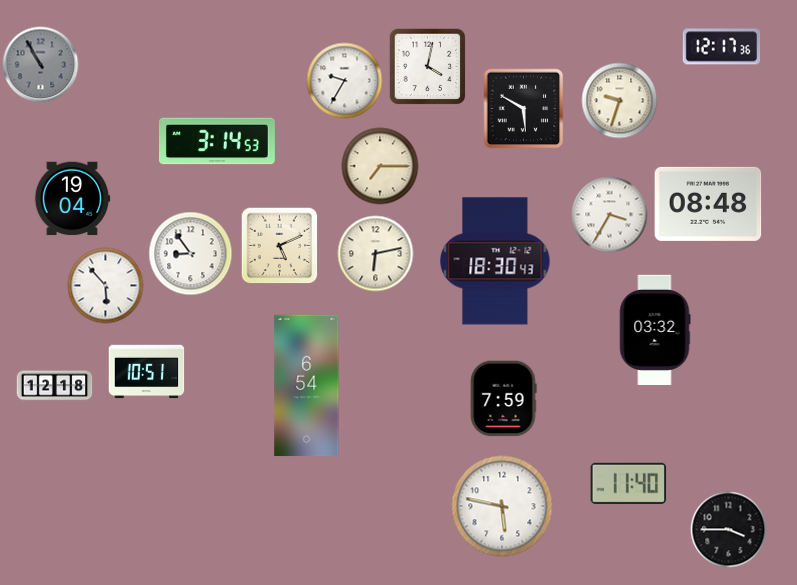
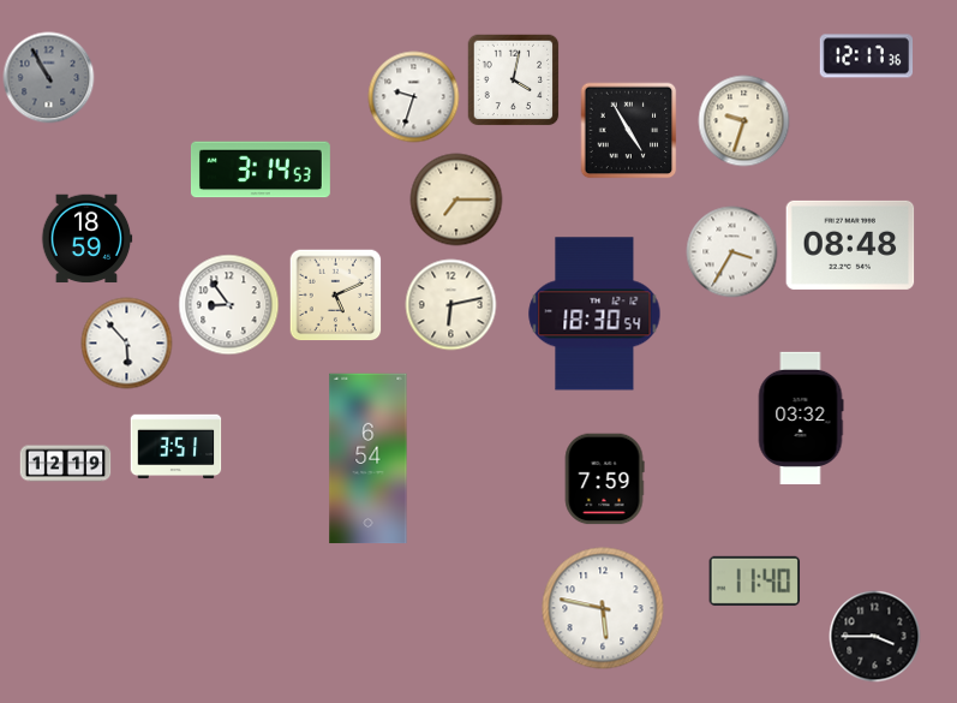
clock at (345, 81): 9:35 -> 9:33
clock at (524, 109): 5:50 -> 4:55
clock at (72, 199): 19:04 -> 18:59
clock at (610, 215) position: (610, 215) -> (732, 252)
clock at (495, 261): 18:30:43 -> 18:30:54
clock at (655, 329) position: (655, 329) -> (801, 417)
clock at (147, 372): 10:51 -> 3:51
clock at (55, 386): 12:18 -> 12:19
clock at (307, 386) position: (307, 386) -> (369, 459)
